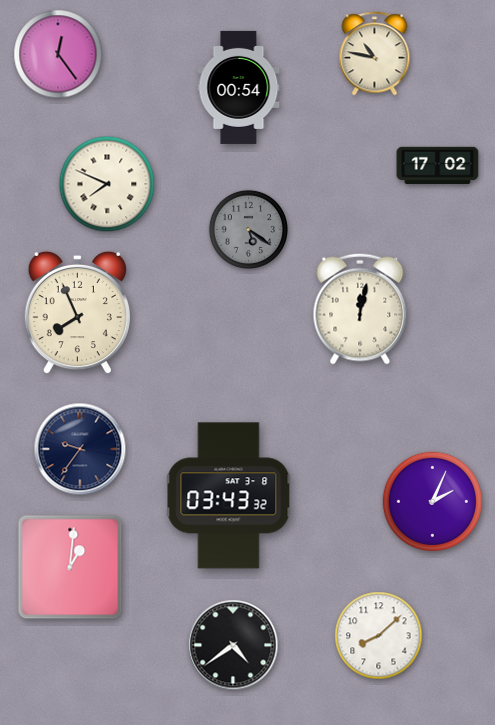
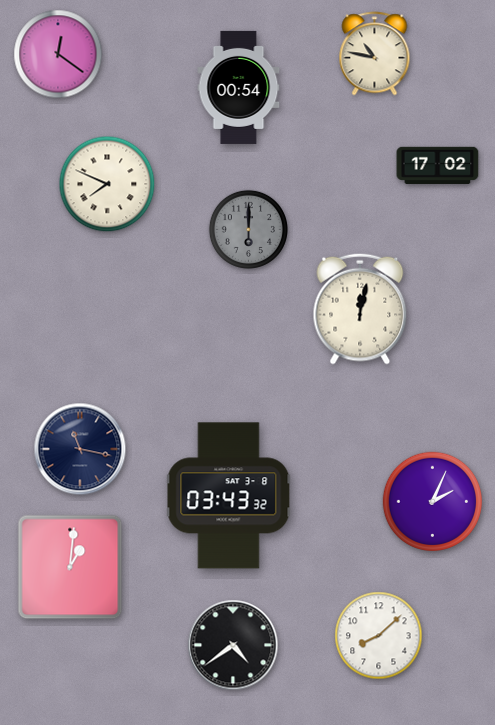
clock at (58, 54): 12:24 -> 12:21
clock at (248, 229): 5:21 -> 6:00
clock at (77, 313): 7:56 -> none
clock at (80, 449): 9:36 -> 11:17
